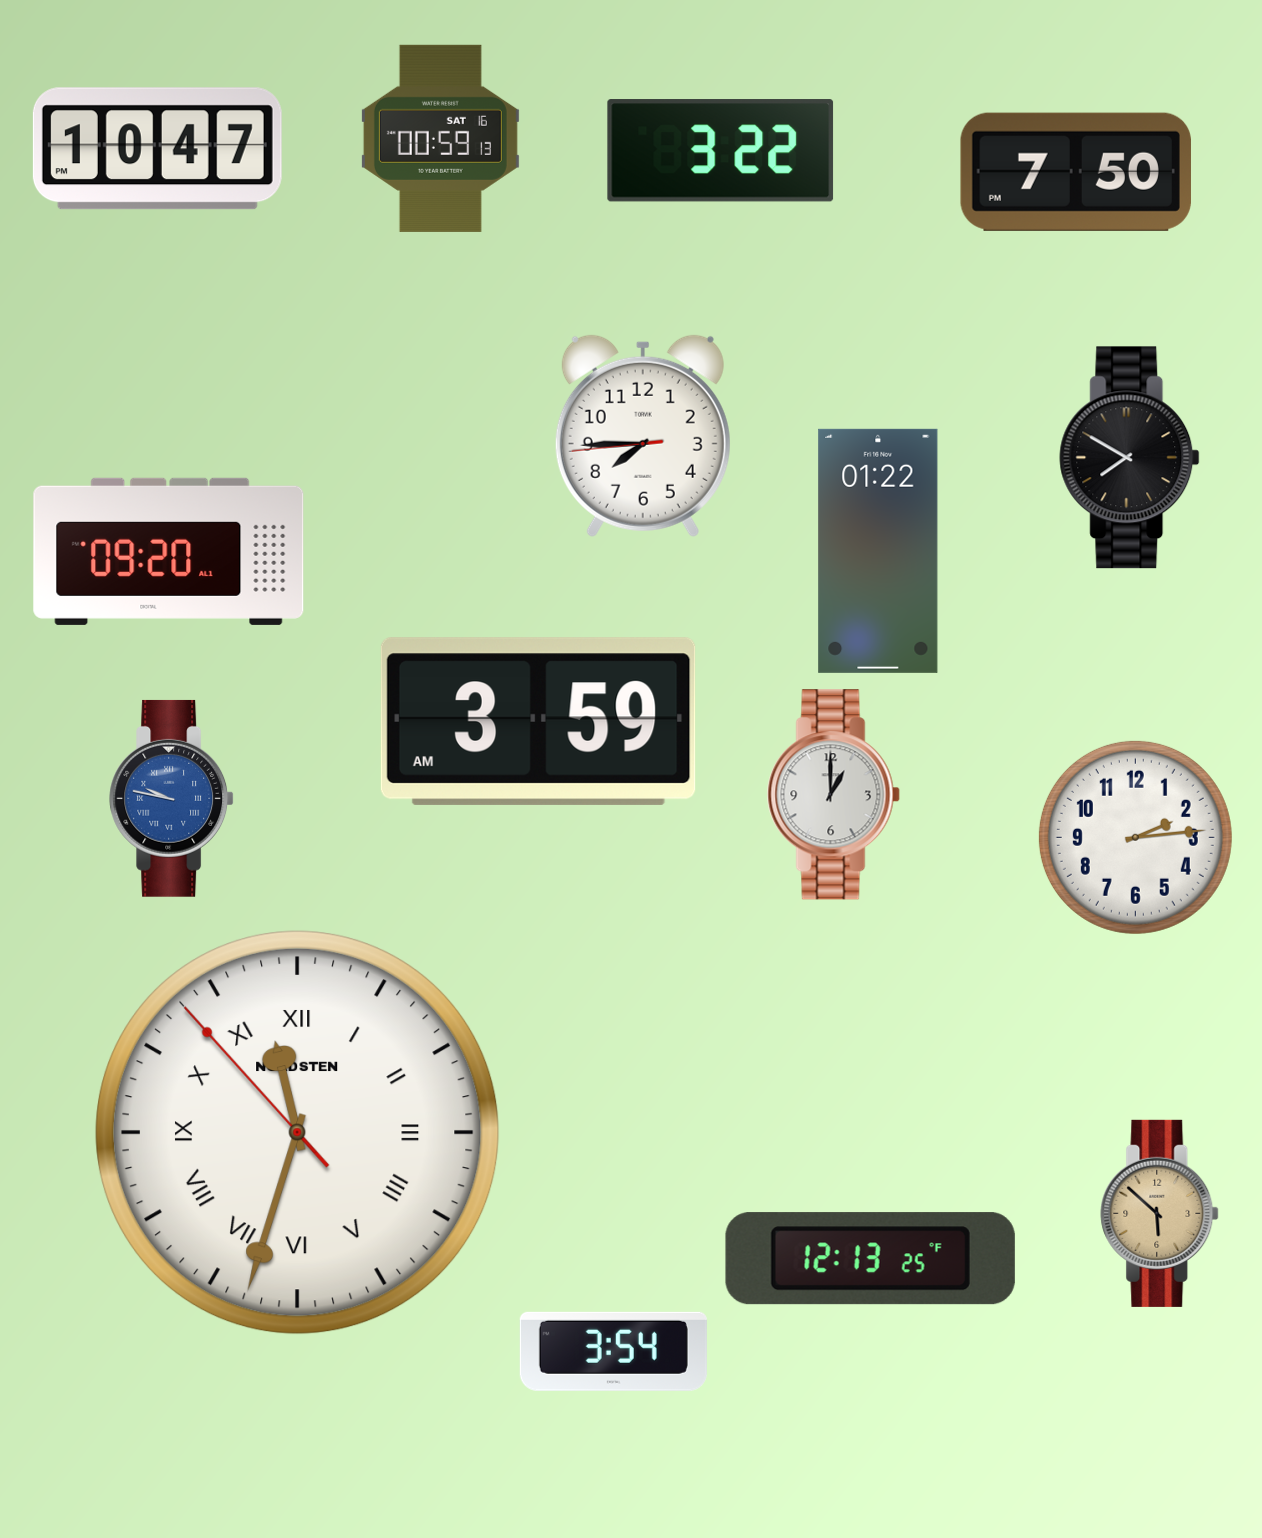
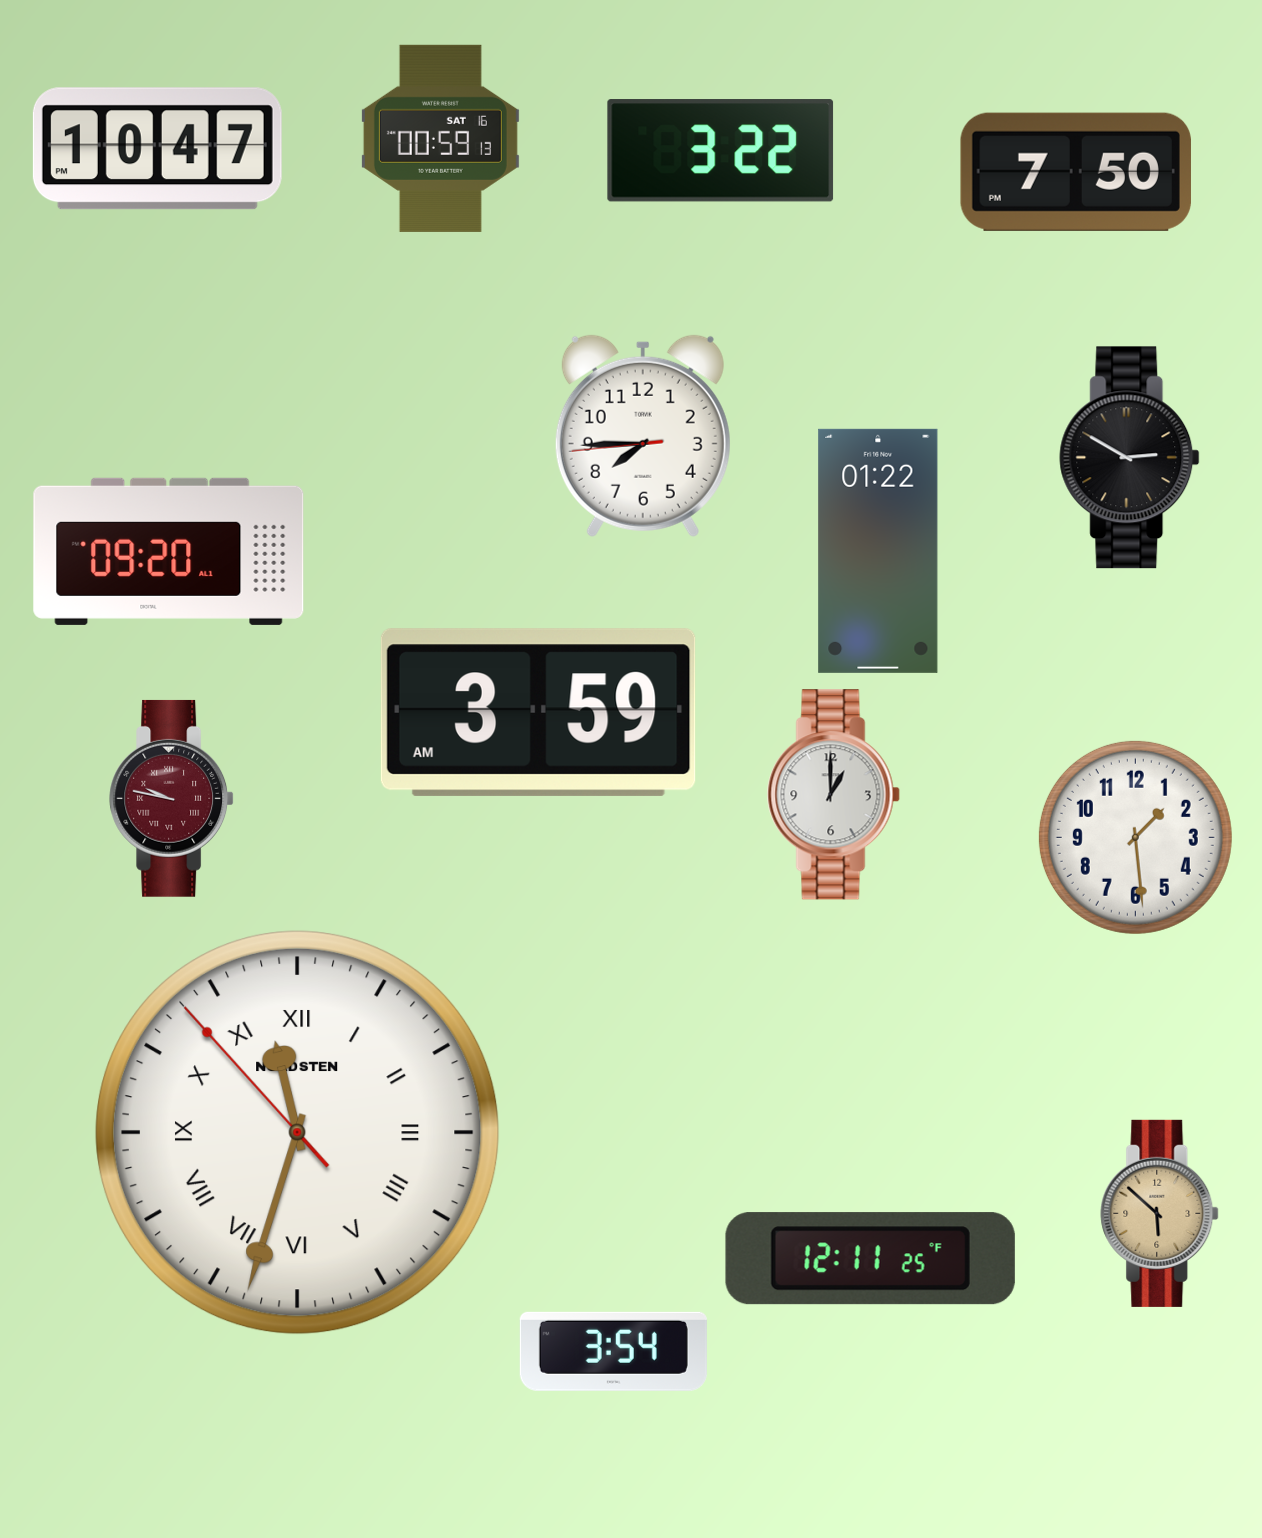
clock at (1130, 458): 7:50 -> 2:50
clock at (538, 721) position: (538, 721) -> (538, 712)
clock at (172, 798) dial: blue -> burgundy
clock at (1135, 837): 2:14 -> 1:29
clock at (870, 1259): 12:13 -> 12:11
